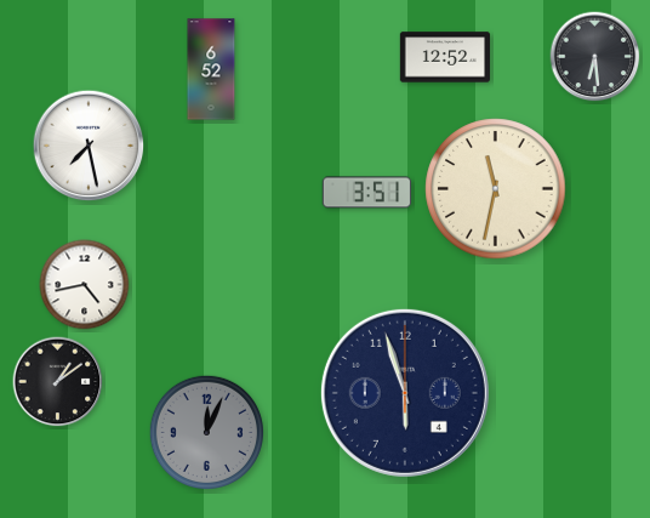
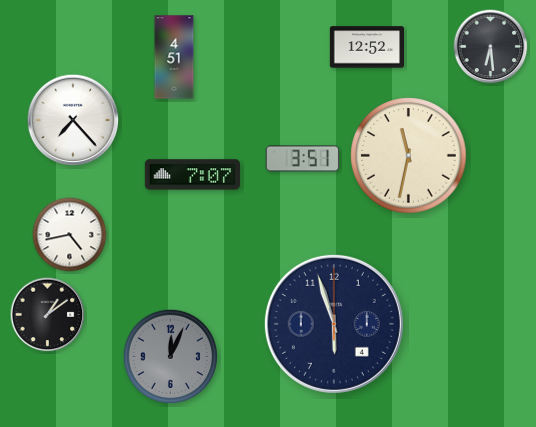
clock at (211, 69): 6:52 -> 4:51
clock at (89, 146): 7:28 -> 7:23
clock at (193, 175): none -> 7:07
